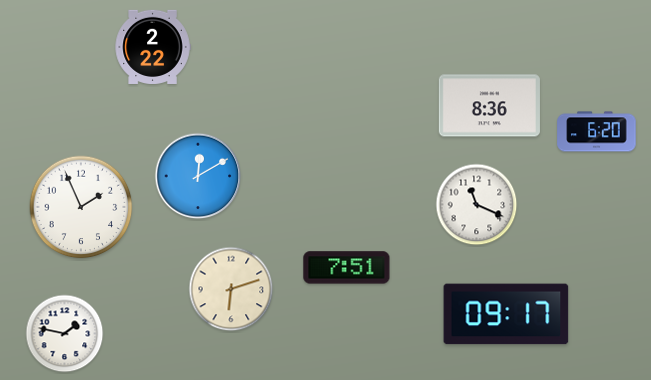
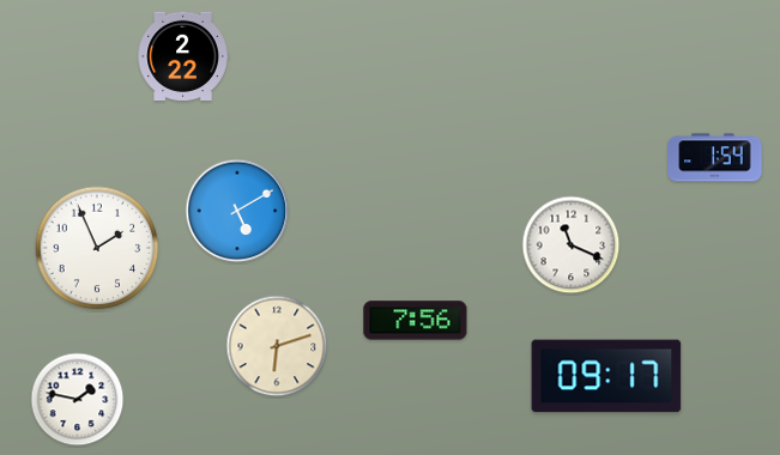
clock at (489, 106): 8:36 -> none
clock at (597, 132): 6:20 -> 1:54
clock at (198, 176): 12:10 -> 5:10
clock at (347, 268): 7:51 -> 7:56
